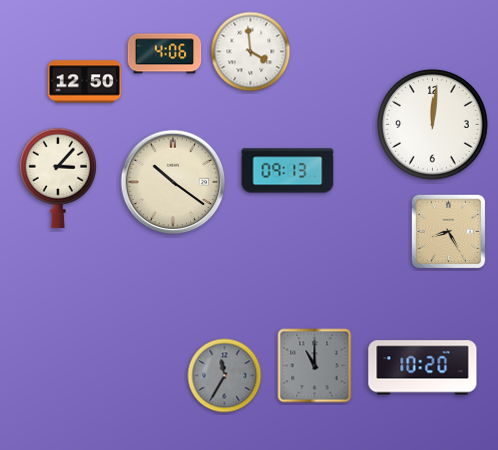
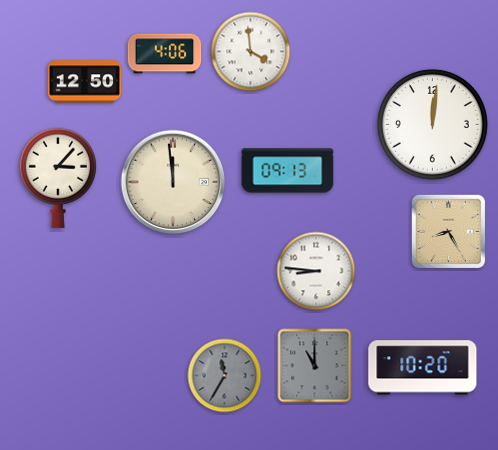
clock at (173, 182): 10:21 -> 11:59
clock at (316, 271): none -> 8:46
